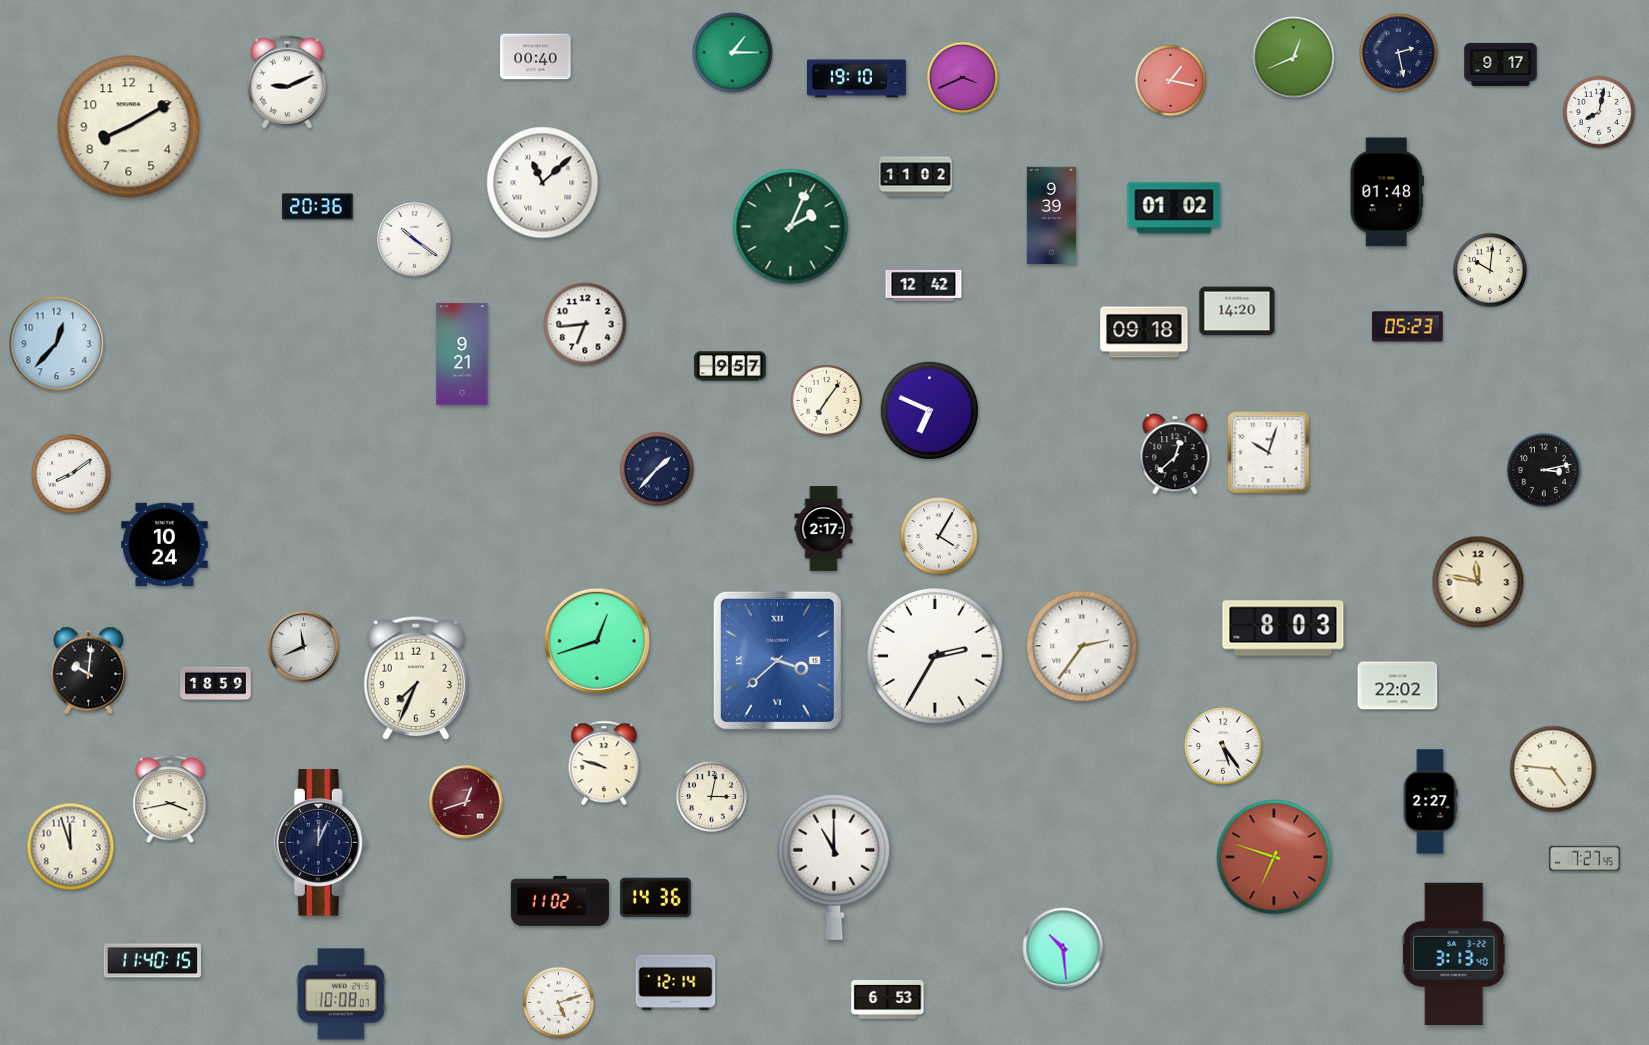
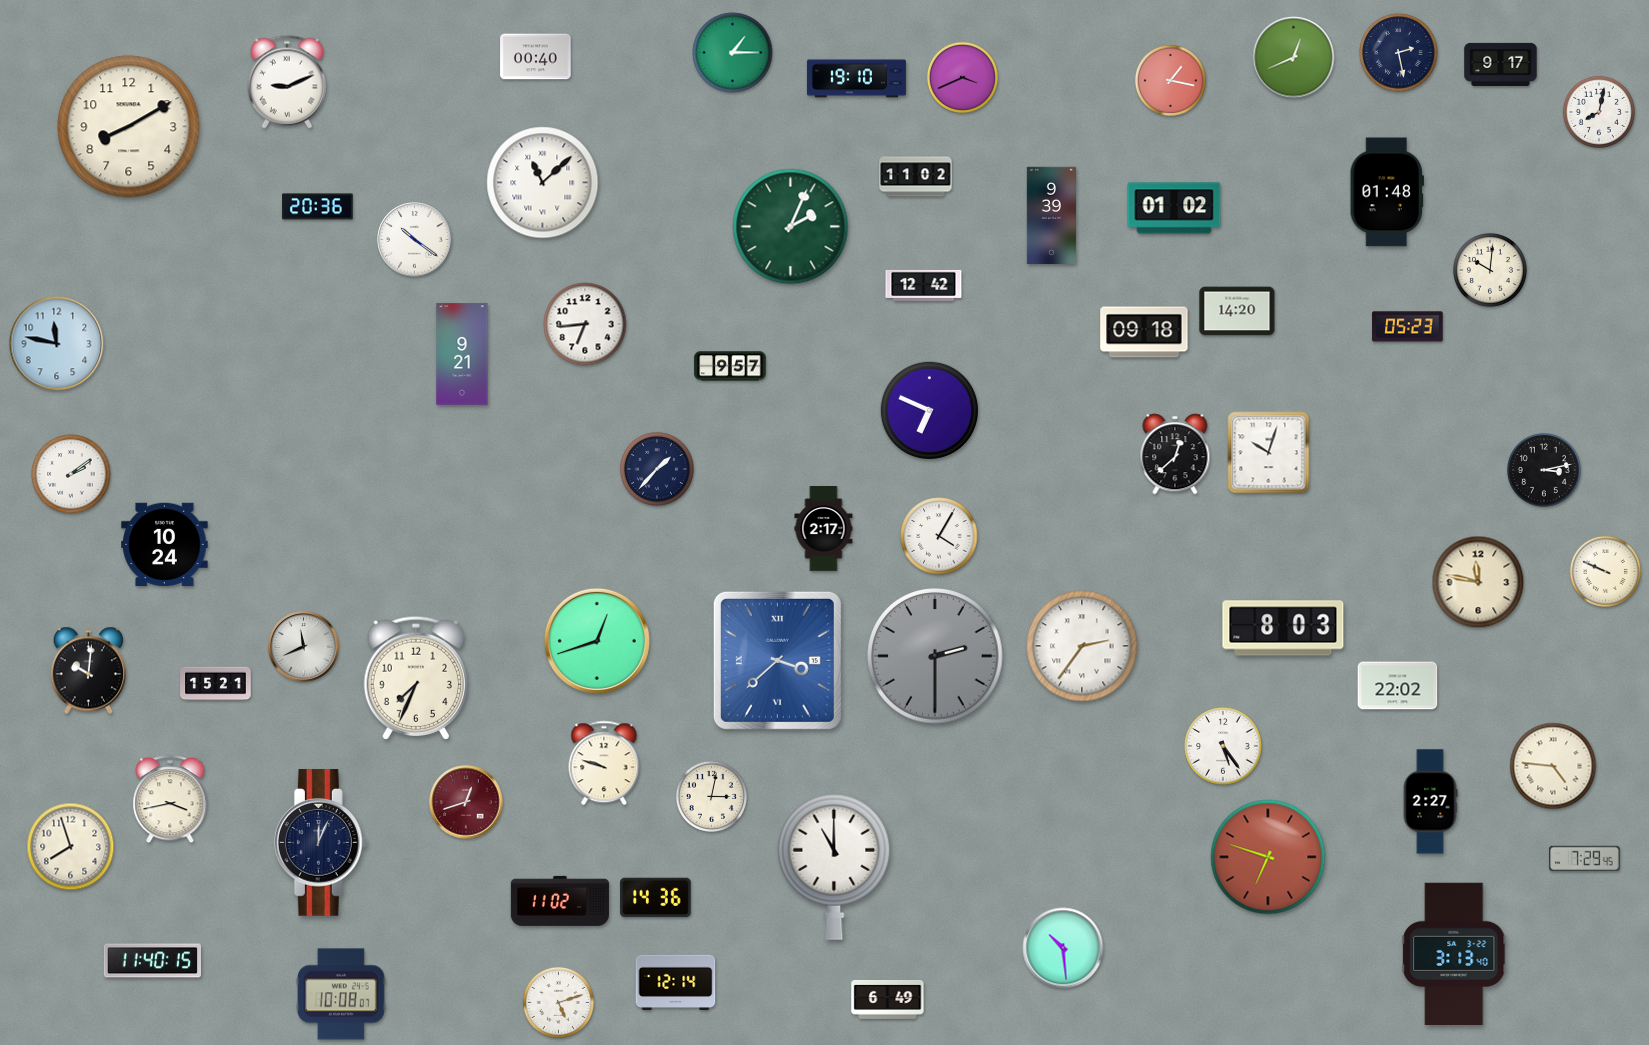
clock at (57, 344): 12:37 -> 11:47
clock at (826, 400): 7:06 -> none
clock at (71, 474): 8:09 -> 2:09
clock at (1605, 571): none -> 9:49
clock at (935, 656): 2:35 -> 2:30
clock at (935, 656) dial: white -> grey
clock at (216, 684): 18:59 -> 15:21
clock at (1553, 769) position: (1553, 769) -> (1553, 766)
clock at (71, 847): 11:57 -> 7:57
clock at (1274, 857) position: (1274, 857) -> (1268, 857)
clock at (1585, 858): 7:27 -> 7:29
clock at (888, 999): 6:53 -> 6:49
